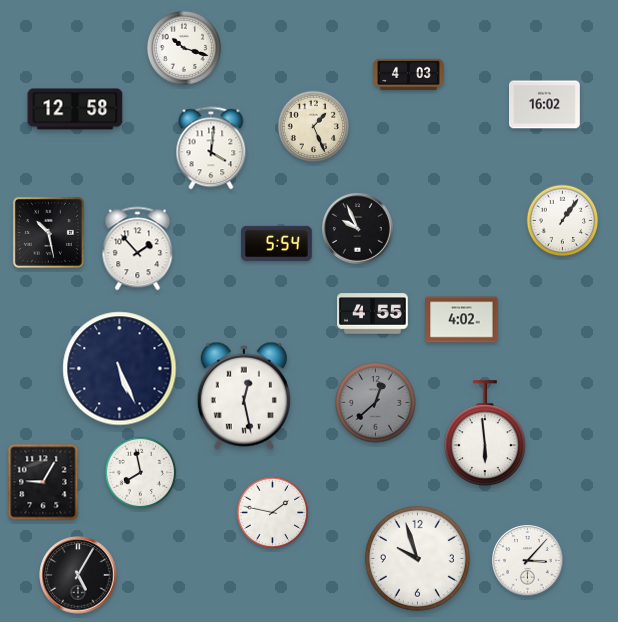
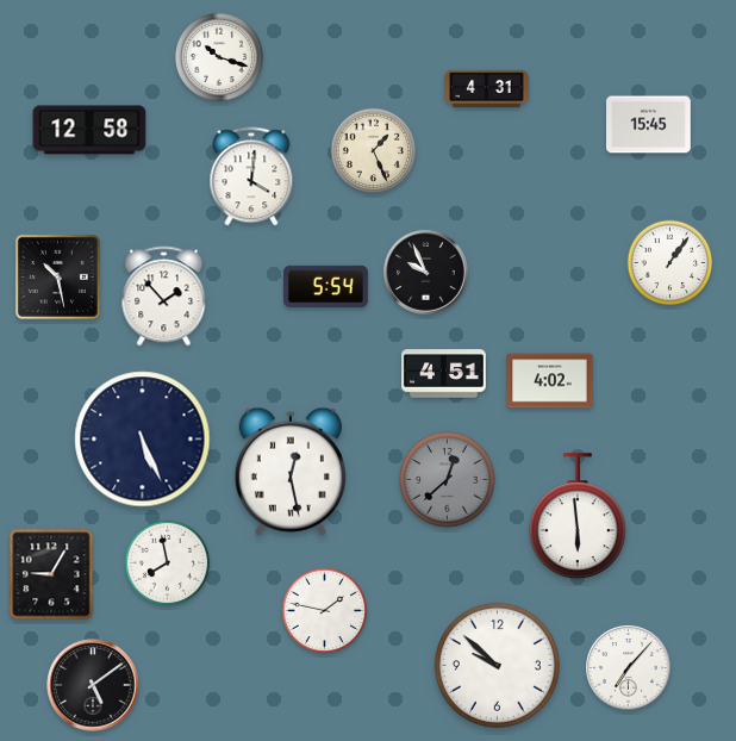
clock at (409, 75): 4:03 -> 4:31
clock at (545, 105): 16:02 -> 15:45
clock at (277, 243) position: (277, 243) -> (326, 286)
clock at (373, 314): 4:55 -> 4:51
clock at (417, 558): 9:57 -> 9:52
clock at (528, 561): 3:07 -> 7:07
clock at (78, 575): 5:05 -> 5:09
